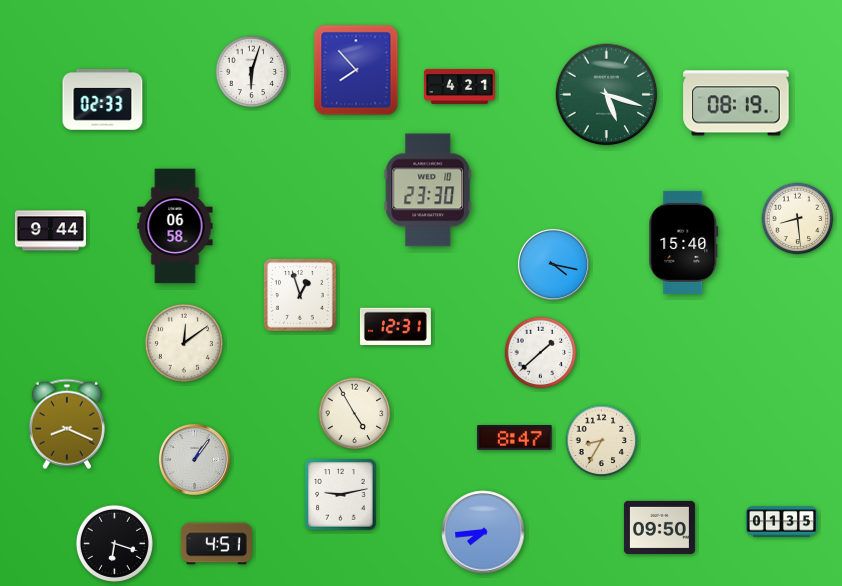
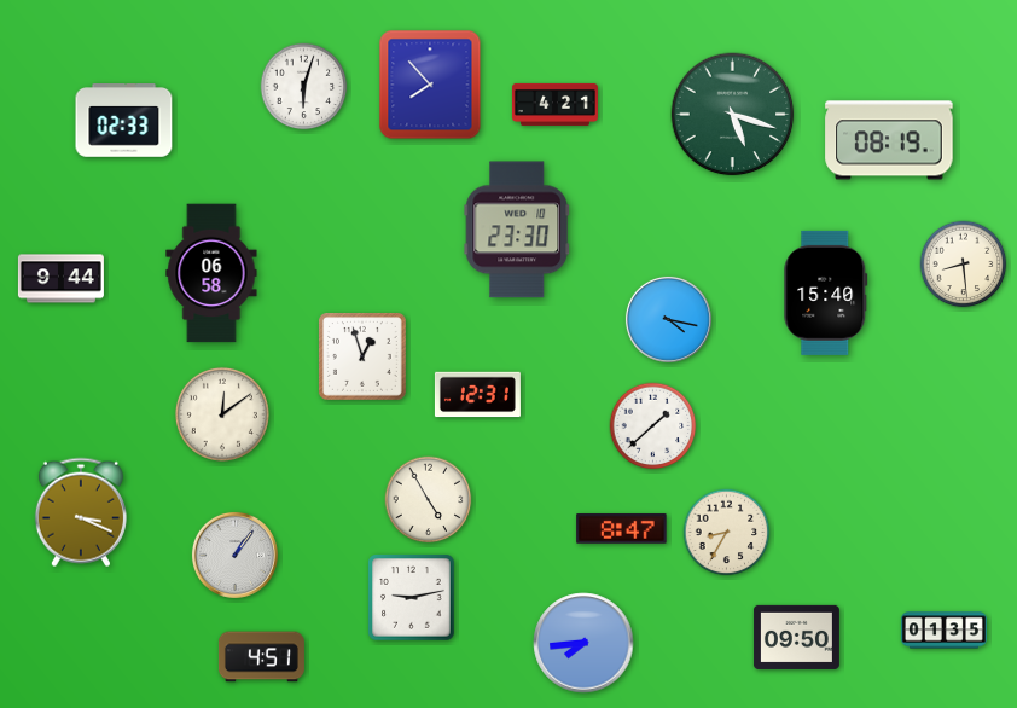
clock at (736, 103) position: (736, 103) -> (889, 140)
clock at (67, 424): 8:19 -> 3:19
clock at (114, 543): 6:18 -> none
